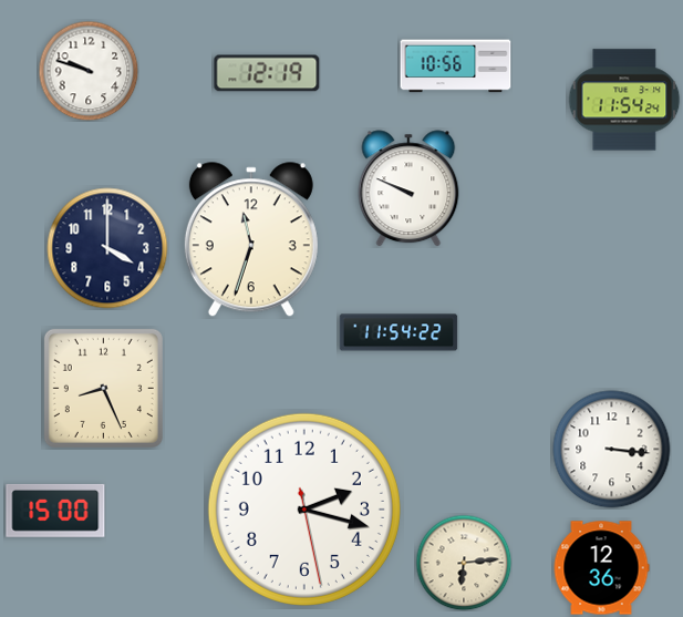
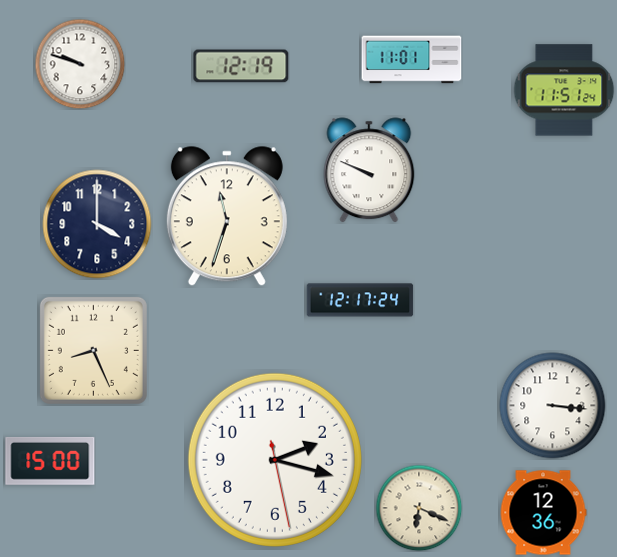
clock at (456, 66): 10:56 -> 11:01
clock at (624, 100): 11:54 -> 11:51
clock at (399, 332): 11:54 -> 12:17
clock at (464, 563): 6:14 -> 6:19
